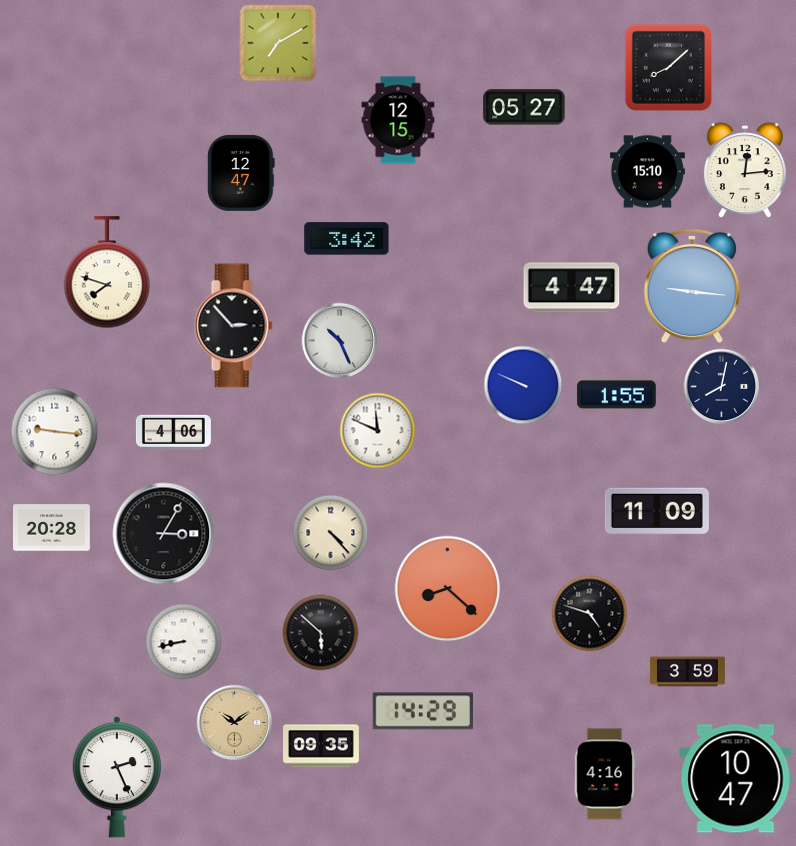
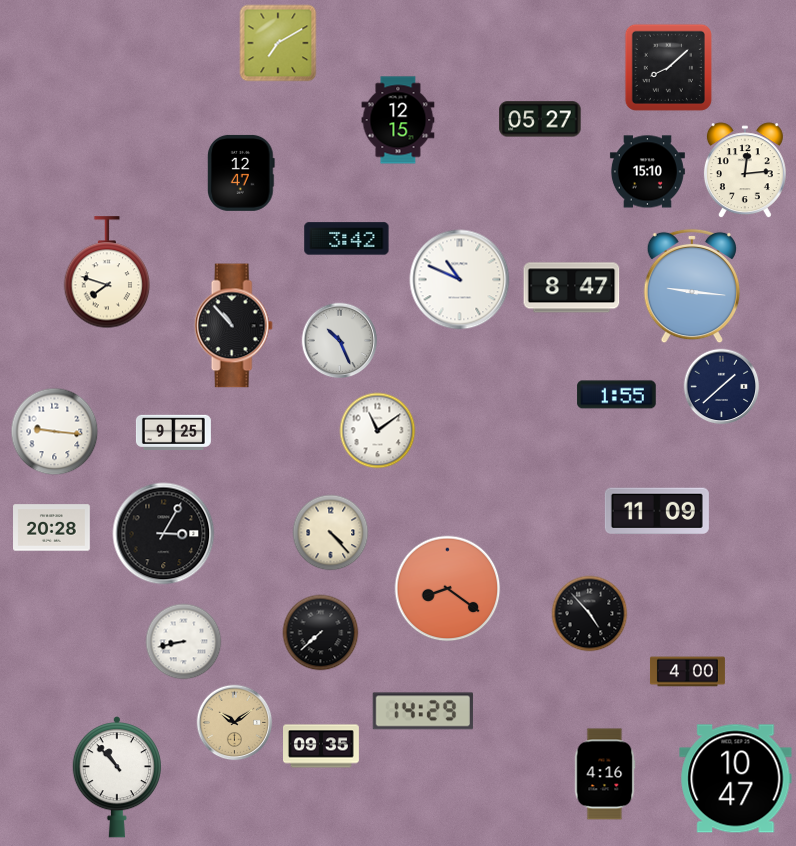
clock at (524, 107) position: (524, 107) -> (540, 119)
clock at (460, 280): none -> 10:49
clock at (572, 288): 4:47 -> 8:47
clock at (233, 326): 2:53 -> 10:53
clock at (523, 385): 9:49 -> none
clock at (722, 387): 8:02 -> 1:38
clock at (378, 431): 11:49 -> 11:09
clock at (173, 432): 4:06 -> 9:25
clock at (448, 589): 8:22 -> 8:21
clock at (590, 614): 4:48 -> 4:53
clock at (321, 633): 5:52 -> 7:38
clock at (687, 672): 3:59 -> 4:00
clock at (116, 777): 2:26 -> 10:53
